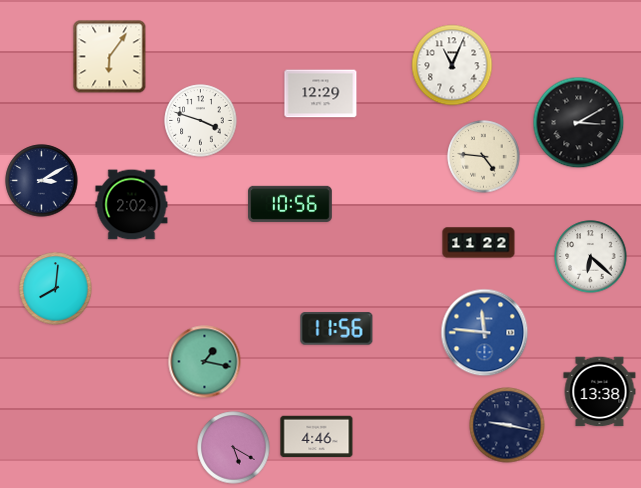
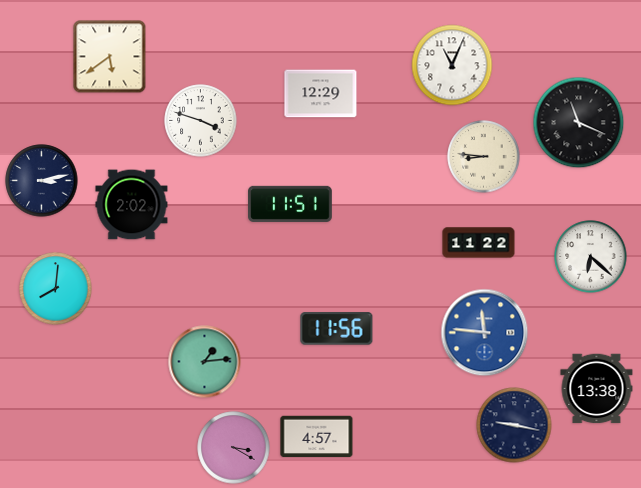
clock at (110, 57): 6:06 -> 5:39
clock at (579, 123): 3:10 -> 11:19
clock at (484, 157): 4:46 -> 8:46
clock at (42, 181): 3:10 -> 3:13
clock at (290, 203): 10:56 -> 11:51
clock at (205, 362): 1:17 -> 1:14
clock at (600, 392) position: (600, 392) -> (597, 389)
clock at (507, 425) position: (507, 425) -> (514, 425)
clock at (317, 437): 4:46 -> 4:57
clock at (234, 448): 5:20 -> 3:20
